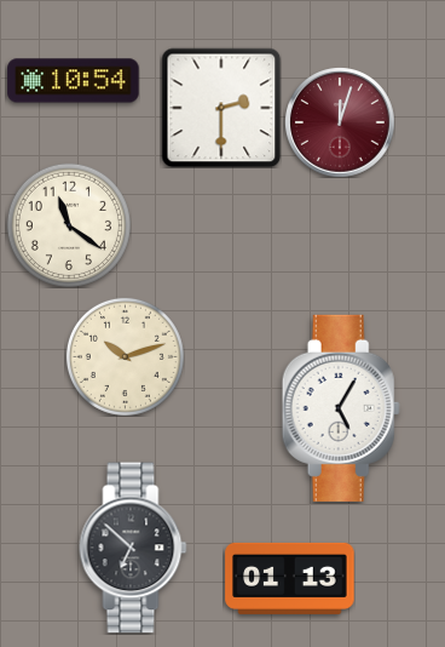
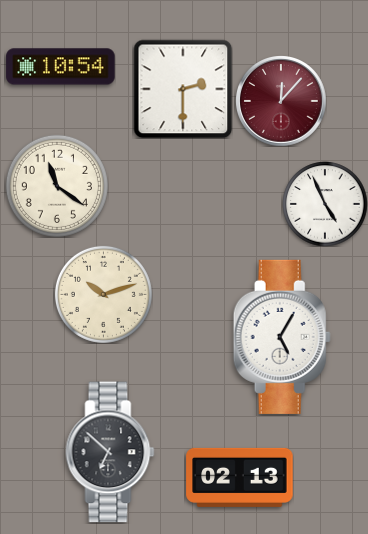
clock at (340, 122): 12:03 -> 12:07
clock at (325, 204): none -> 4:56
clock at (290, 578): 01:13 -> 02:13
